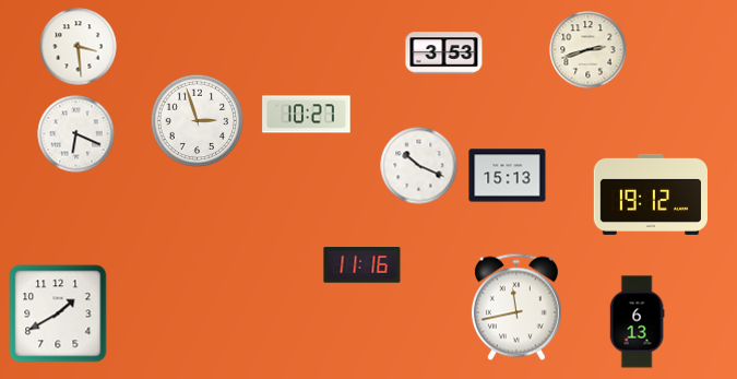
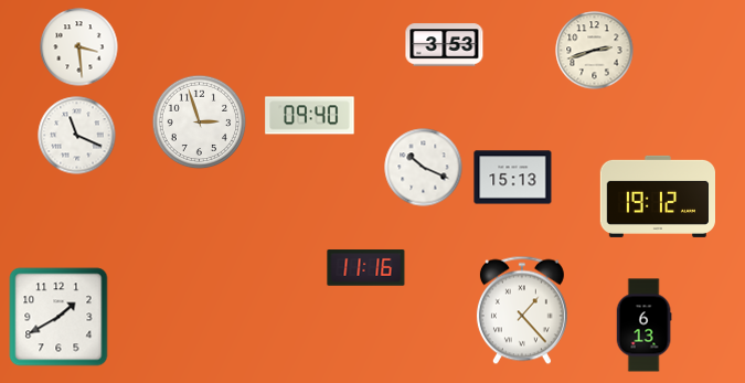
clock at (444, 54) position: (444, 54) -> (445, 45)
clock at (307, 115): 10:27 -> 09:40
clock at (76, 134): 6:19 -> 11:19
clock at (516, 307): 11:43 -> 1:23
